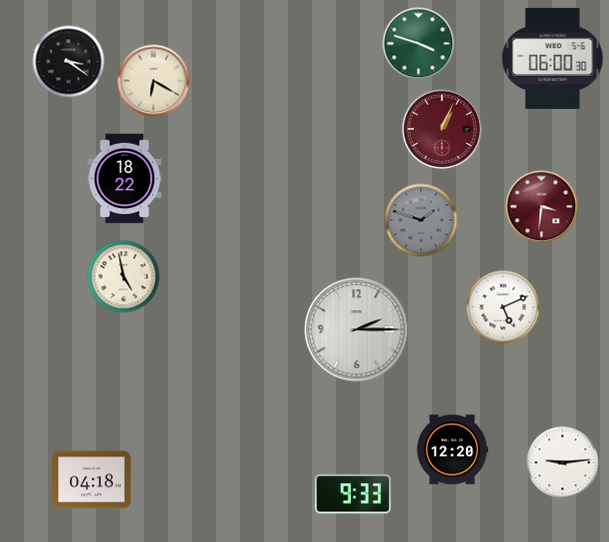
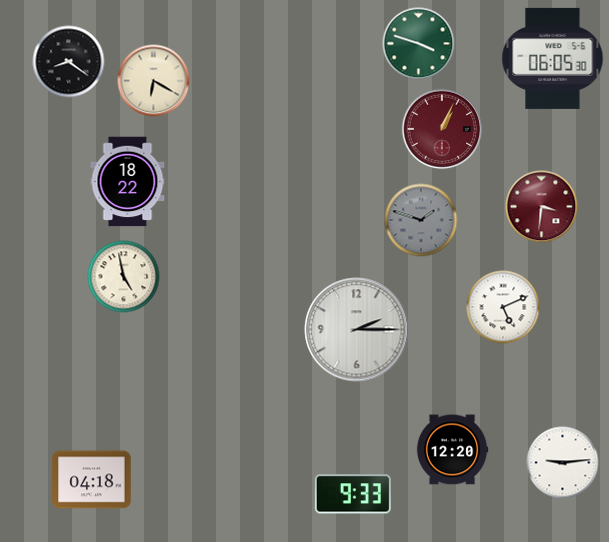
clock at (553, 58): 06:00 -> 06:05
clock at (69, 62): 3:21 -> 8:21
clock at (125, 179) position: (125, 179) -> (128, 182)
